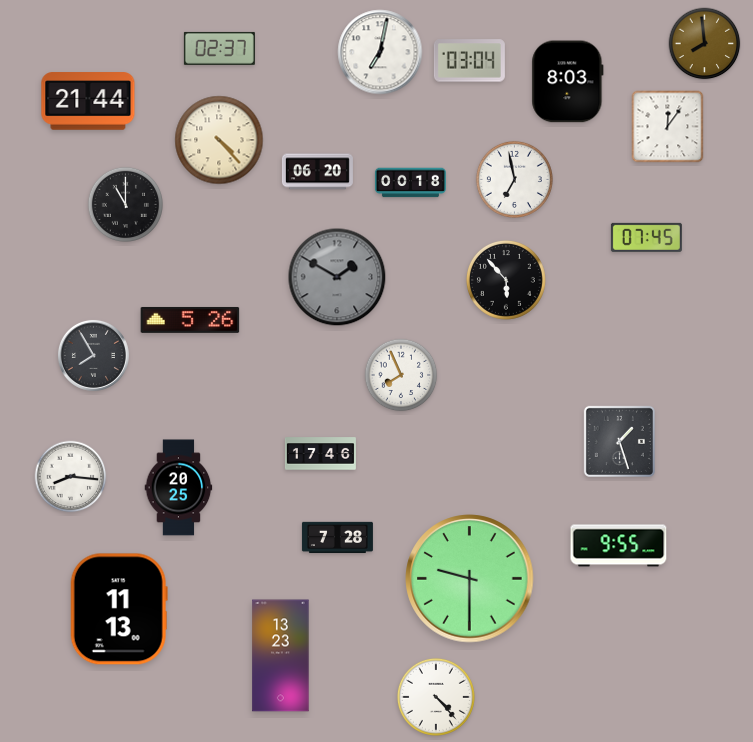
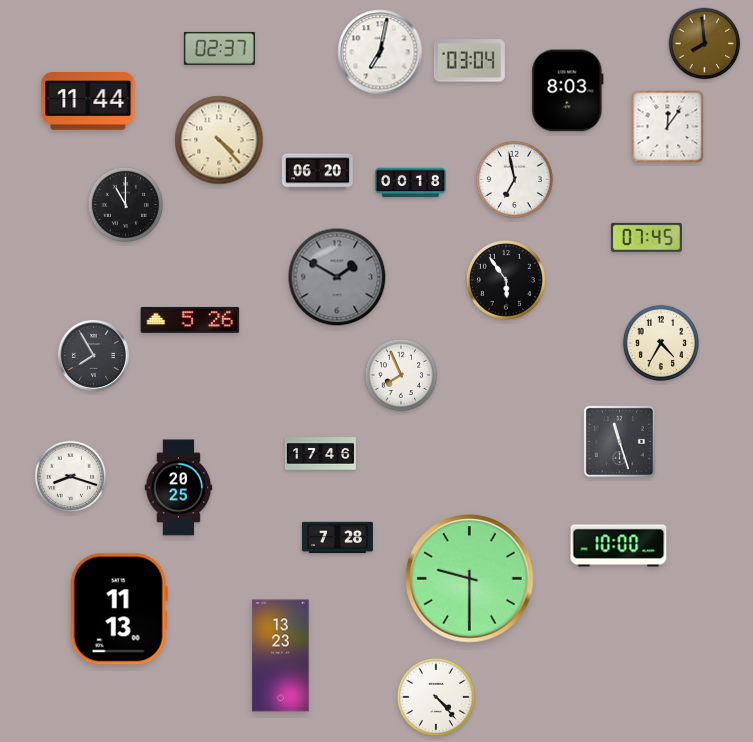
clock at (568, 82) position: (568, 82) -> (568, 91)
clock at (88, 101): 21:44 -> 11:44
clock at (506, 280): 5:53 -> 5:54
clock at (661, 343): none -> 4:35
clock at (619, 441): 1:27 -> 11:27
clock at (71, 477): 8:16 -> 8:18
clock at (619, 546): 9:55 -> 10:00
